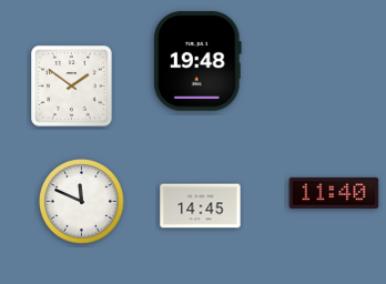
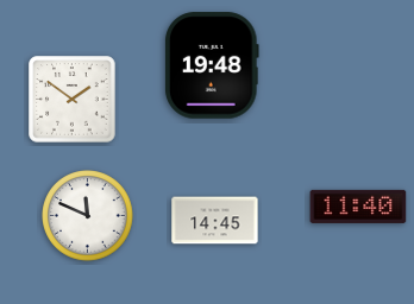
clock at (72, 87) position: (72, 87) -> (73, 100)
